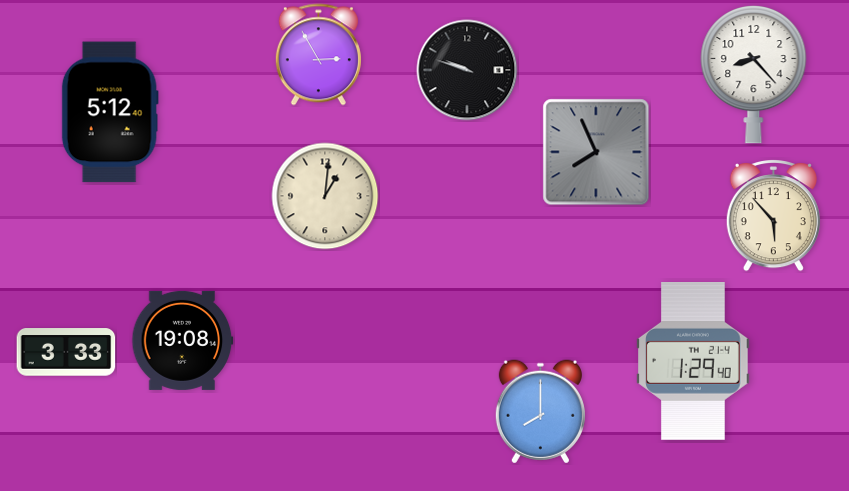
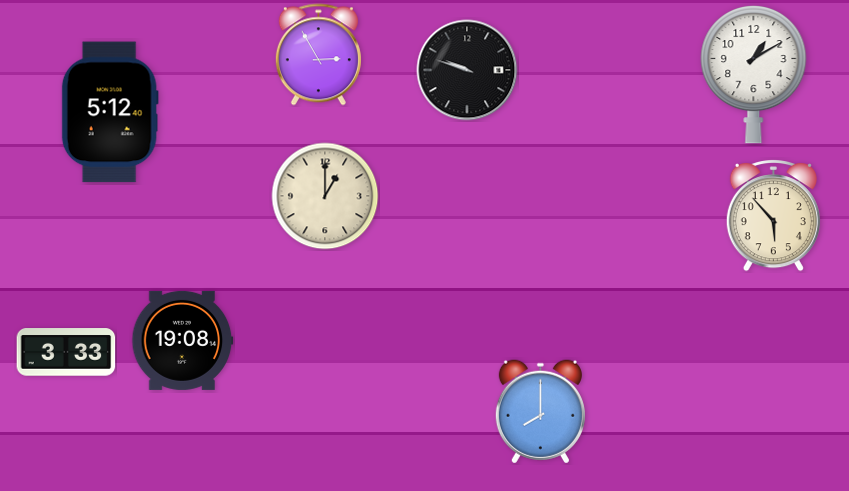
clock at (754, 74): 8:23 -> 1:10
clock at (596, 152): 7:56 -> none
clock at (325, 196): 1:01 -> 1:00
clock at (693, 362): 1:29 -> none
